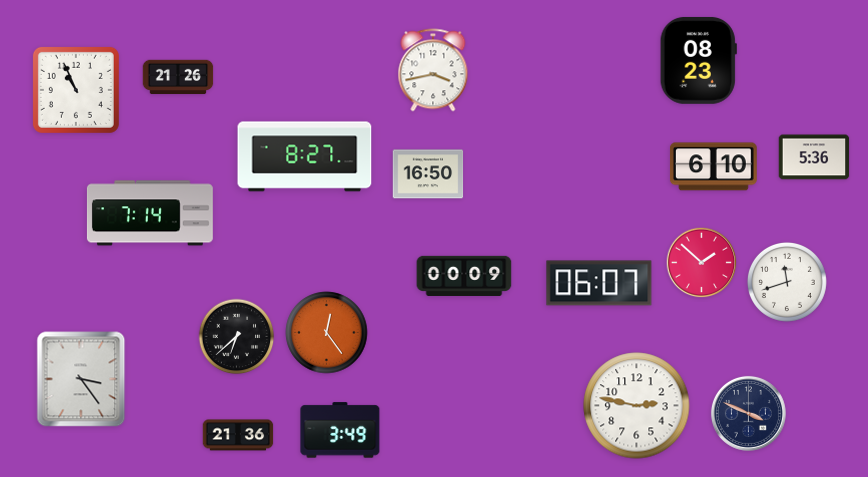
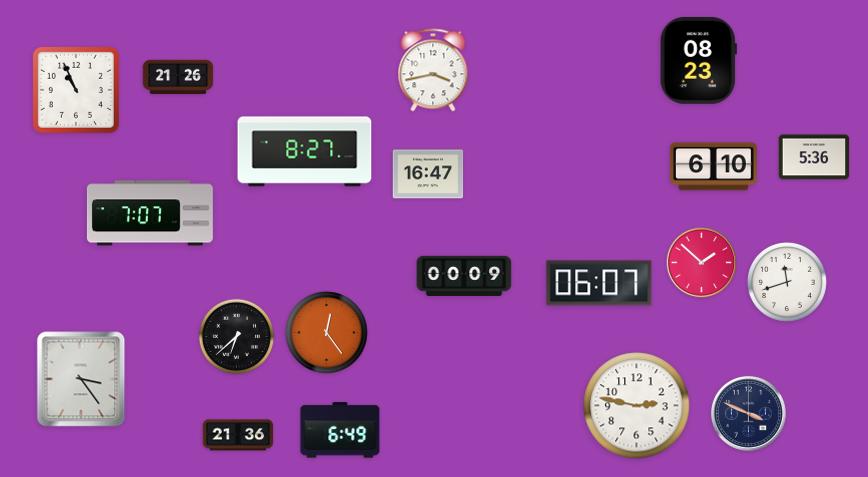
clock at (305, 157) position: (305, 157) -> (305, 152)
clock at (428, 174): 16:50 -> 16:47
clock at (150, 213): 7:14 -> 7:07
clock at (340, 430): 3:49 -> 6:49
